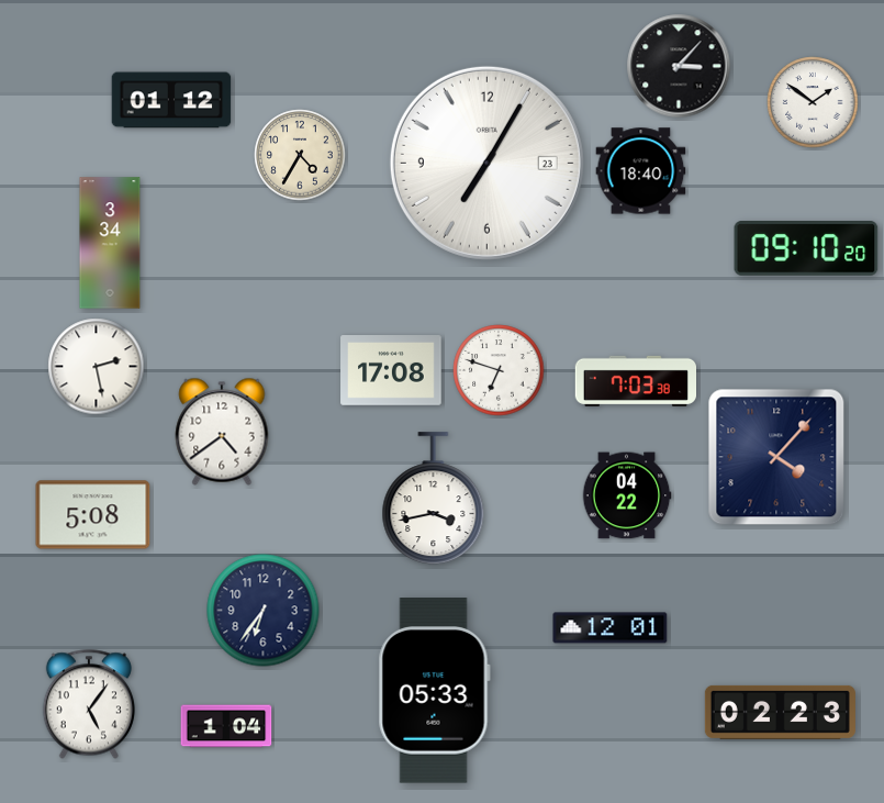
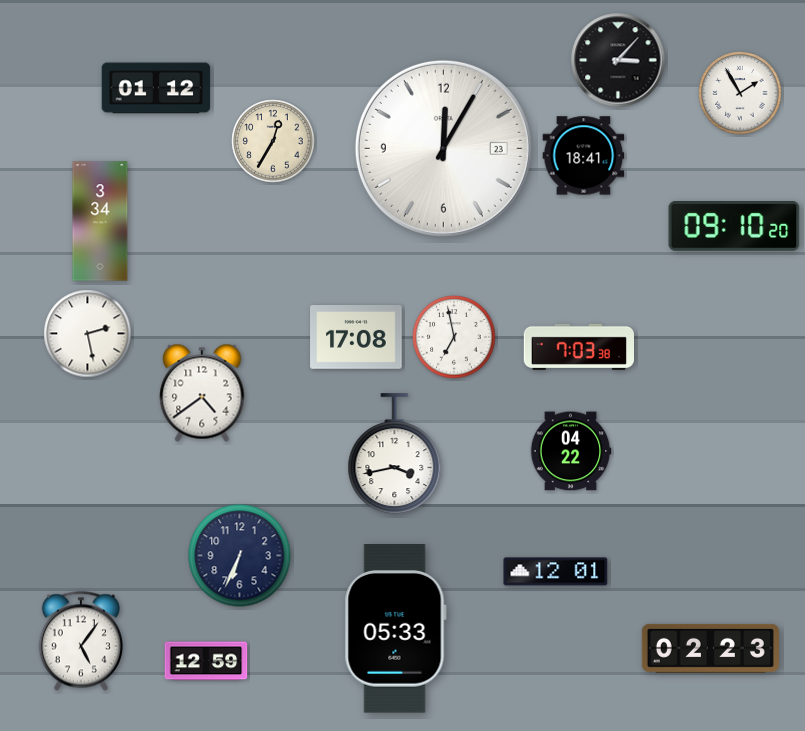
clock at (171, 100) position: (171, 100) -> (156, 88)
clock at (813, 102): 1:51 -> 1:55
clock at (300, 155): 4:35 -> 12:35
clock at (486, 163): 7:05 -> 12:05
clock at (641, 171): 18:40 -> 18:41
clock at (499, 370): 6:48 -> 6:58
clock at (776, 457): 4:07 -> none
clock at (93, 515): 5:08 -> none
clock at (264, 611): 6:36 -> 6:34
clock at (226, 726): 1:04 -> 12:59
